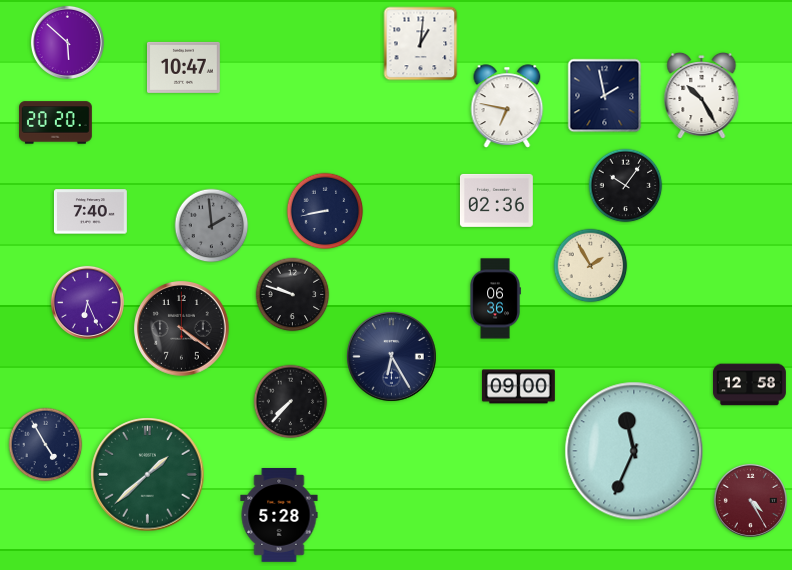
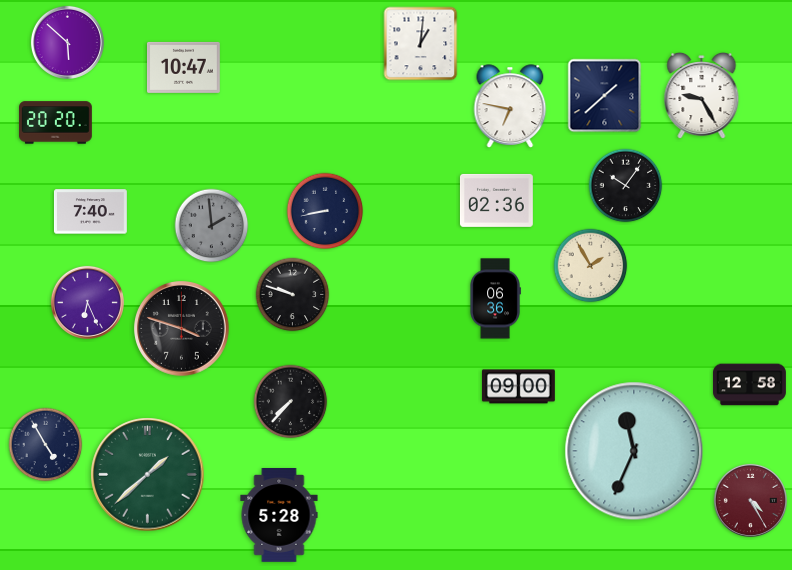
clock at (605, 96): 1:58 -> 1:38
clock at (702, 96): 10:25 -> 9:25
clock at (507, 106) position: (507, 106) -> (510, 106)
clock at (182, 329): 4:21 -> 3:48
clock at (392, 357): 6:25 -> none
